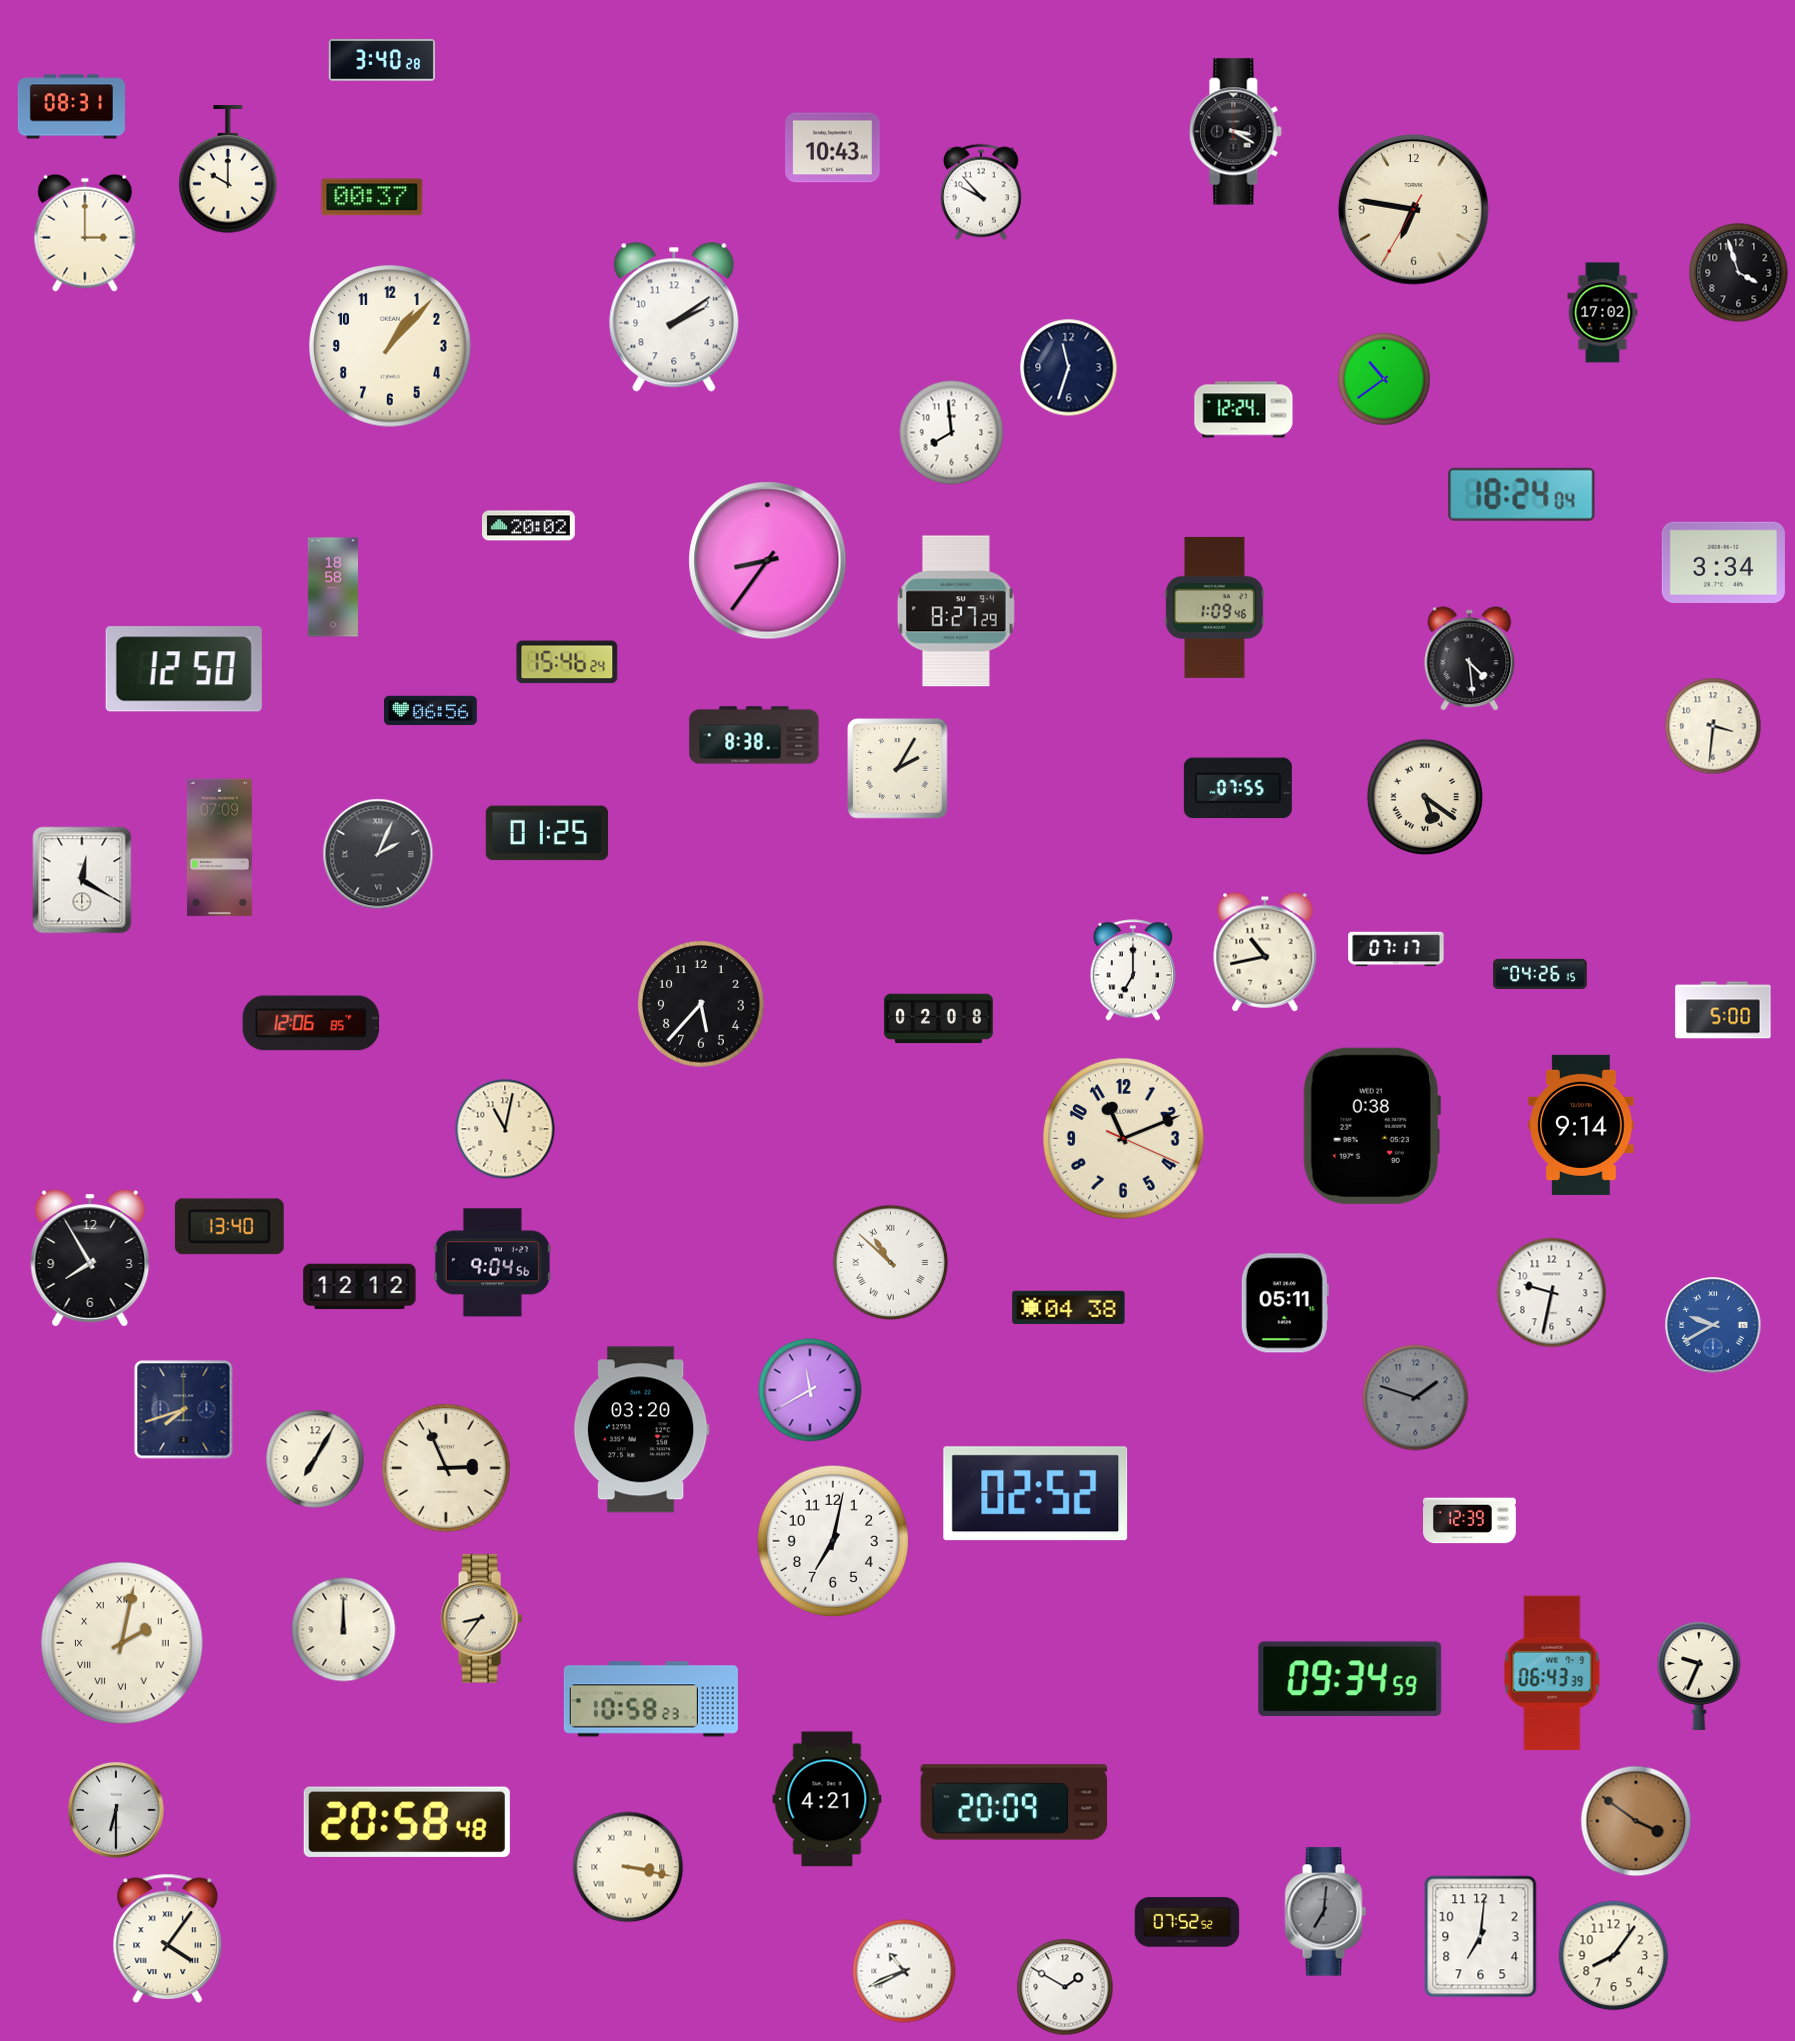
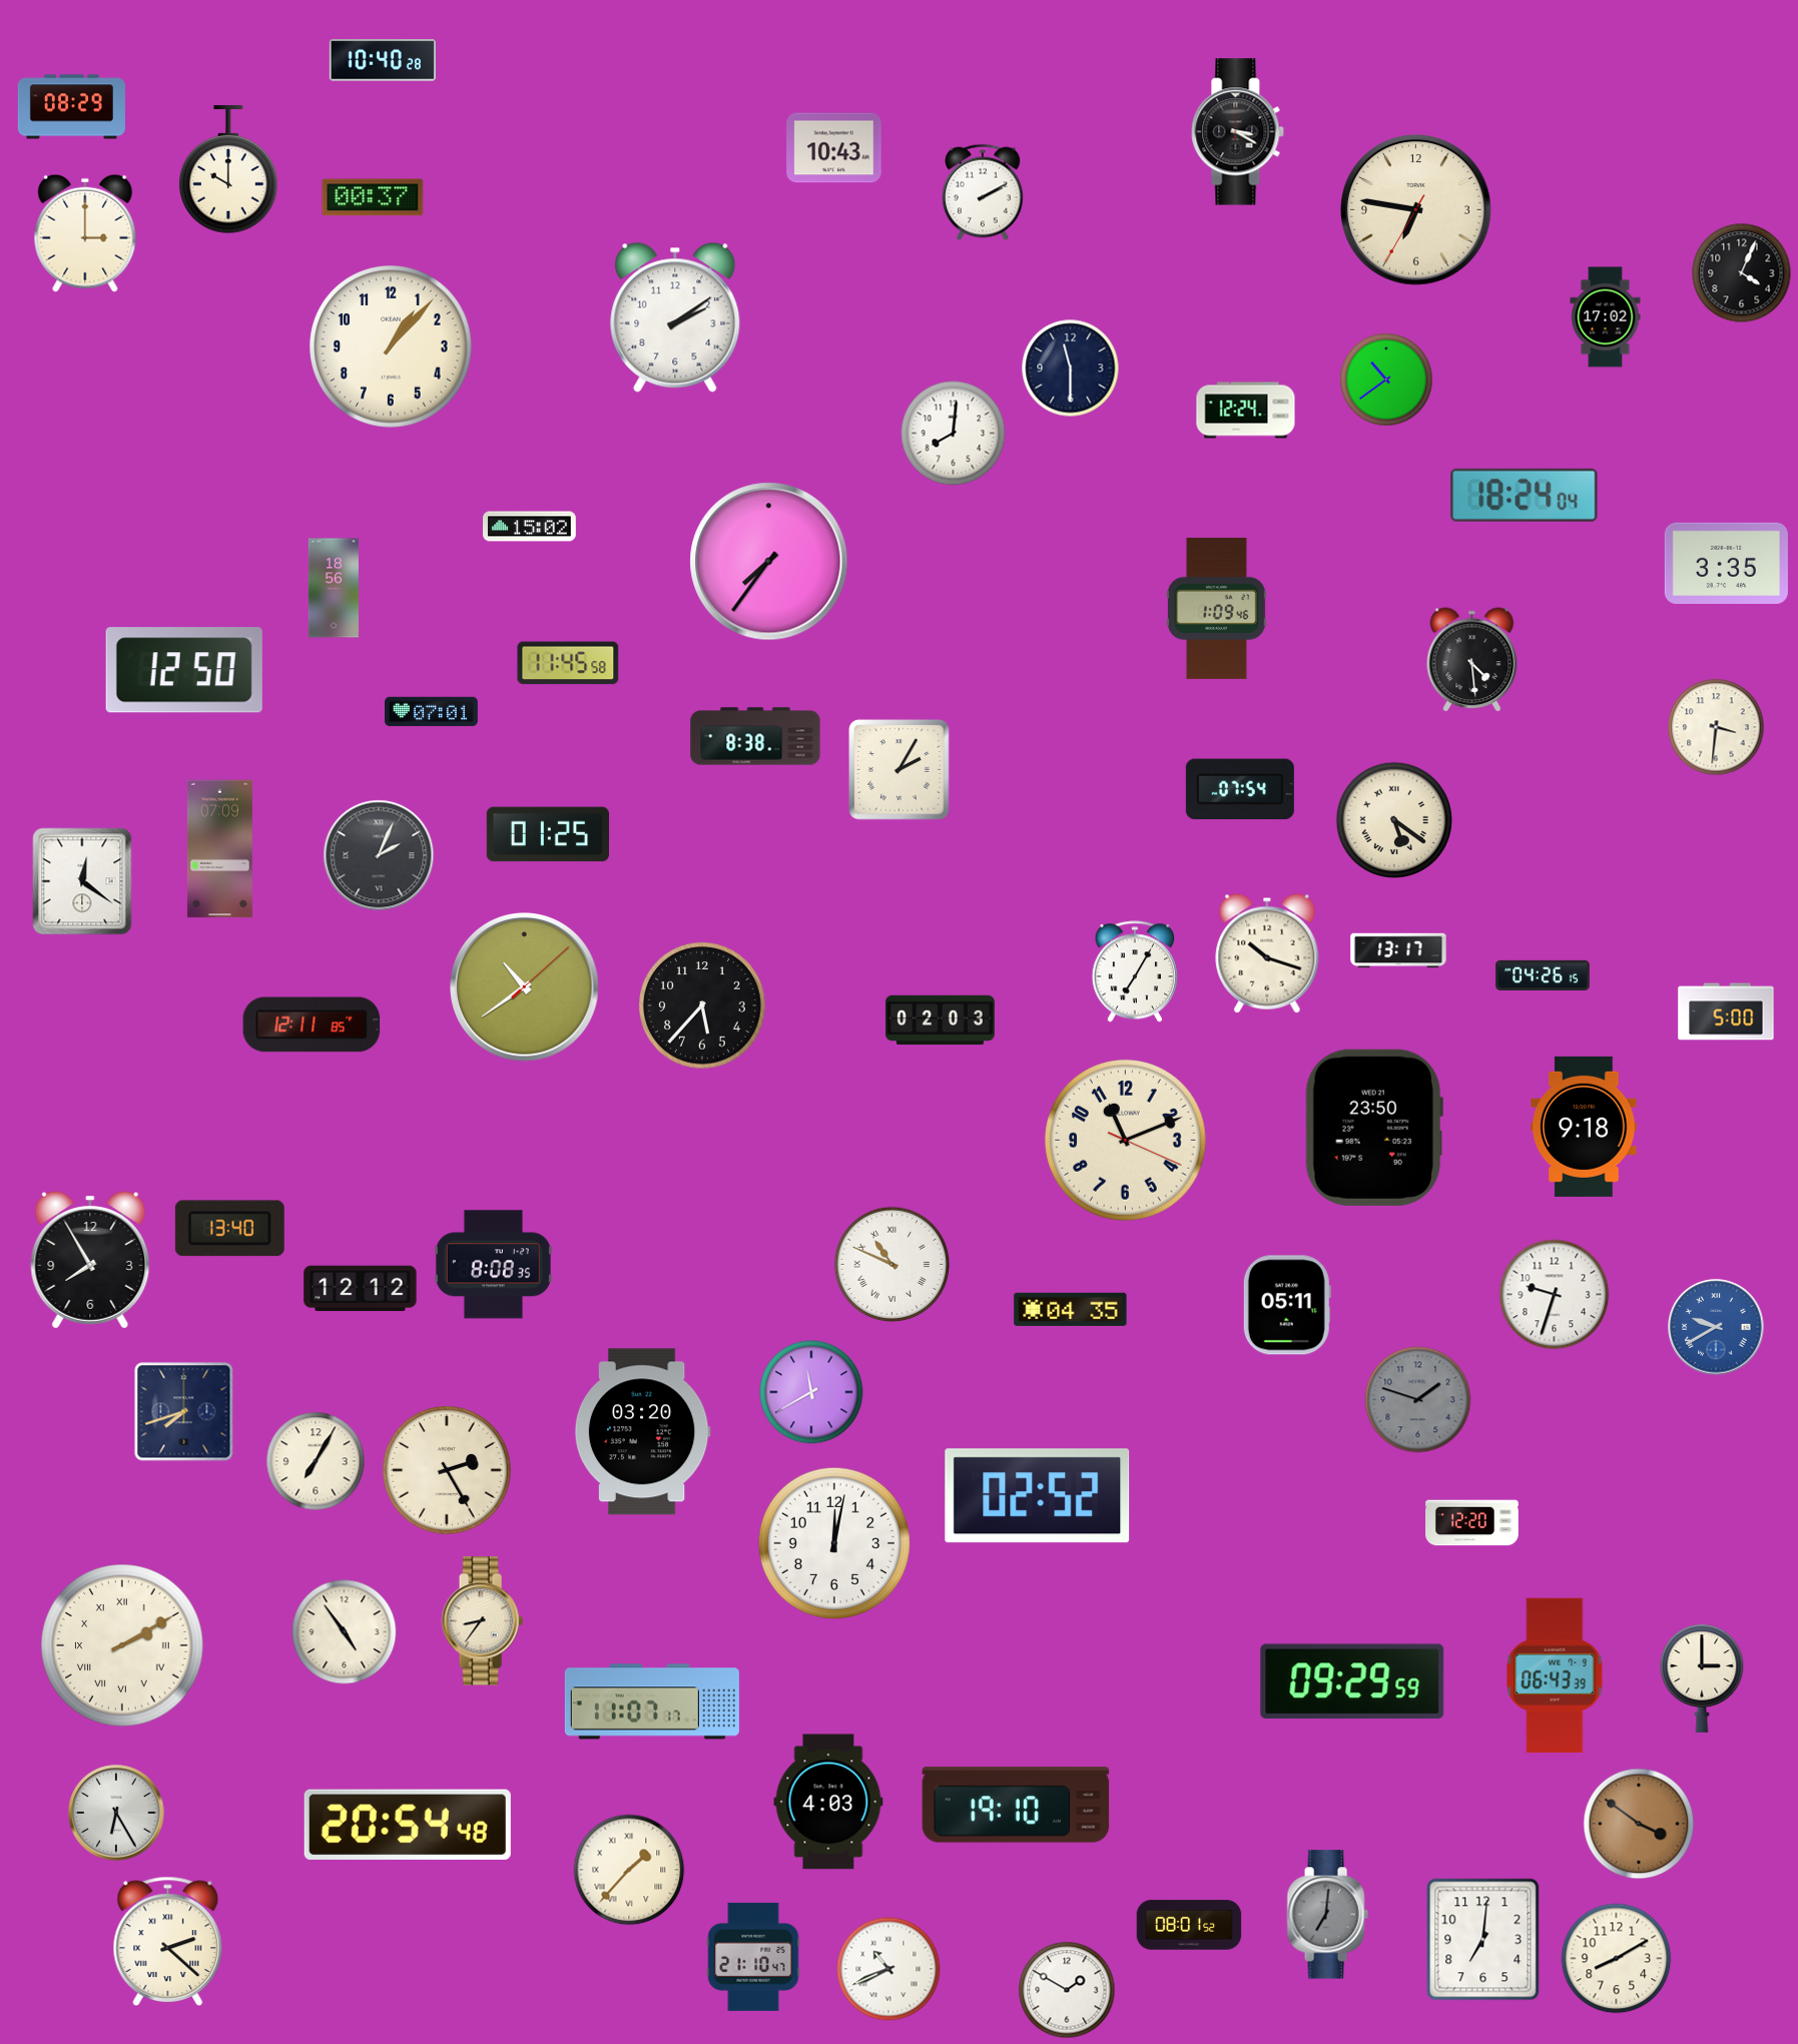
clock at (382, 60): 3:40 -> 10:40
clock at (71, 107): 08:31 -> 08:29
clock at (981, 192): 9:53 -> 2:10
clock at (1739, 273): 3:57 -> 4:04
clock at (1603, 313) position: (1603, 313) -> (1606, 317)
clock at (1069, 368): 11:33 -> 11:30
clock at (952, 433): 7:59 -> 8:01
clock at (529, 526): 20:02 -> 15:02
clock at (768, 561): 8:36 -> 7:36
clock at (1723, 562): 3:34 -> 3:35
clock at (333, 587): 18:58 -> 18:56
clock at (956, 611): 8:27 -> none
clock at (567, 662): 15:46 -> 11:45
clock at (431, 711): 06:56 -> 07:01
clock at (1238, 788): 07:55 -> 07:54
clock at (1424, 796) position: (1424, 796) -> (1393, 819)
clock at (82, 880): 12:20 -> 12:21
clock at (1396, 949): 07:17 -> 13:17
clock at (1265, 952): 10:43 -> 10:18
clock at (1133, 970): 7:00 -> 7:05
clock at (525, 987): none -> 10:39
clock at (938, 1019): 02:08 -> 02:03
clock at (311, 1023): 12:06 -> 12:11
clock at (1581, 1125): 9:14 -> 9:18
clock at (1372, 1126): 0:38 -> 23:50
clock at (505, 1129): 11:02 -> none
clock at (492, 1263): 9:04 -> 8:08
clock at (891, 1263): 10:52 -> 10:49
clock at (1552, 1293): 9:32 -> 9:33
clock at (1069, 1307): 04:38 -> 04:35
clock at (446, 1468): 2:56 -> 2:25
clock at (1470, 1521): 12:39 -> 12:20
clock at (833, 1541): 7:02 -> 12:02
clock at (344, 1630): 12:00 -> 4:54
clock at (122, 1643): 2:02 -> 2:10
clock at (1699, 1676): 9:34 -> 3:00
clock at (1350, 1679): 09:34 -> 09:29
clock at (651, 1699): 10:58 -> 11:07
clock at (827, 1799): 4:21 -> 4:03
clock at (1014, 1802): 20:09 -> 19:10
clock at (116, 1810): 6:30 -> 6:25
clock at (407, 1822): 20:58 -> 20:54
clock at (628, 1867): 3:17 -> 1:37
clock at (1187, 1922): 07:52 -> 08:01
clock at (168, 1938): 4:06 -> 2:22
clock at (753, 1957): none -> 21:10
clock at (1614, 1956): 8:06 -> 8:10
clock at (904, 1971) position: (904, 1971) -> (888, 1969)
